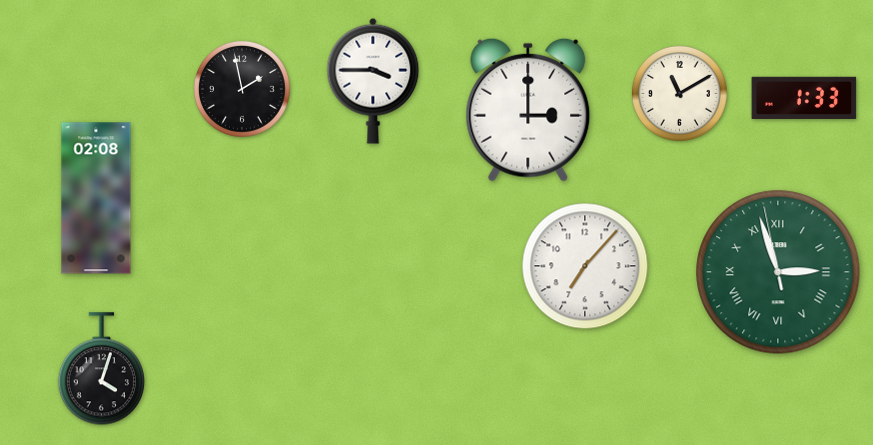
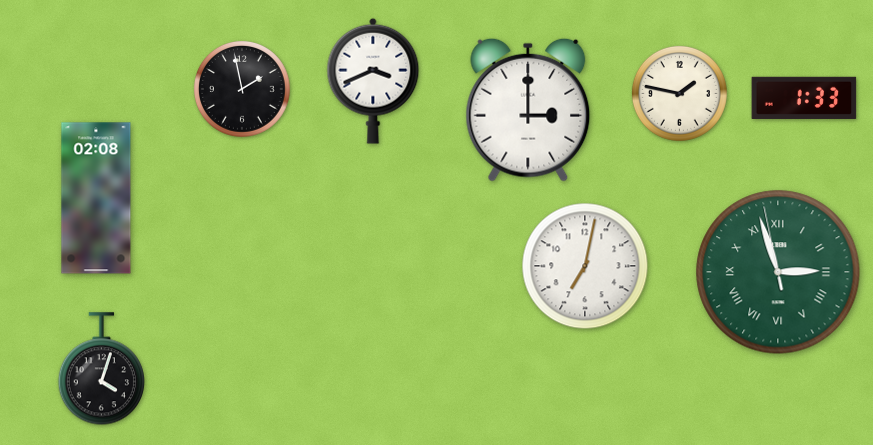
clock at (373, 81): 3:45 -> 3:41
clock at (679, 93): 11:10 -> 1:47
clock at (585, 266): 7:07 -> 7:02
